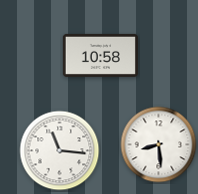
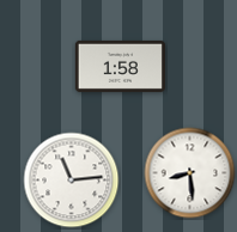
clock at (100, 55): 10:58 -> 1:58
clock at (60, 151): 11:16 -> 11:14
